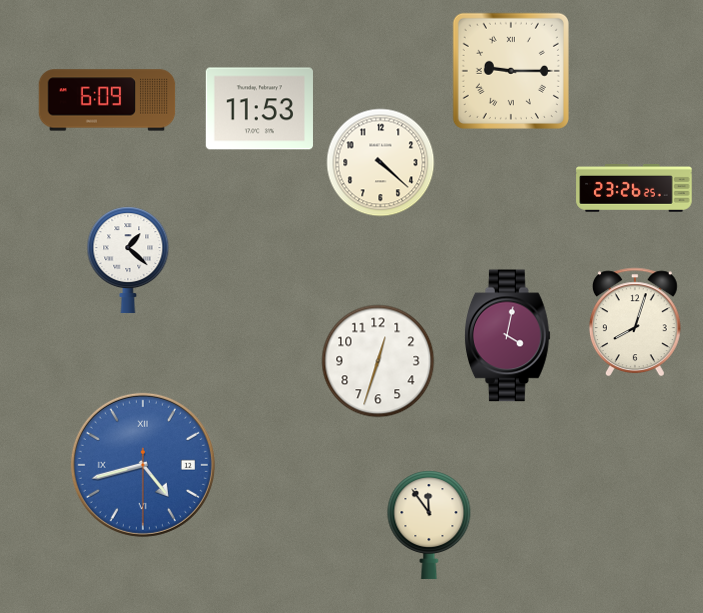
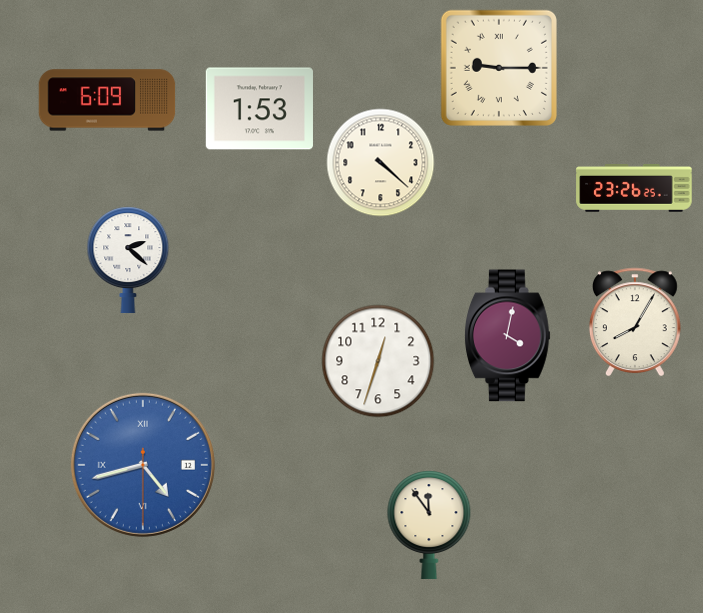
clock at (511, 71) position: (511, 71) -> (499, 68)
clock at (259, 109): 11:53 -> 1:53
clock at (128, 260): 1:22 -> 2:22
clock at (635, 322): 8:03 -> 8:05
